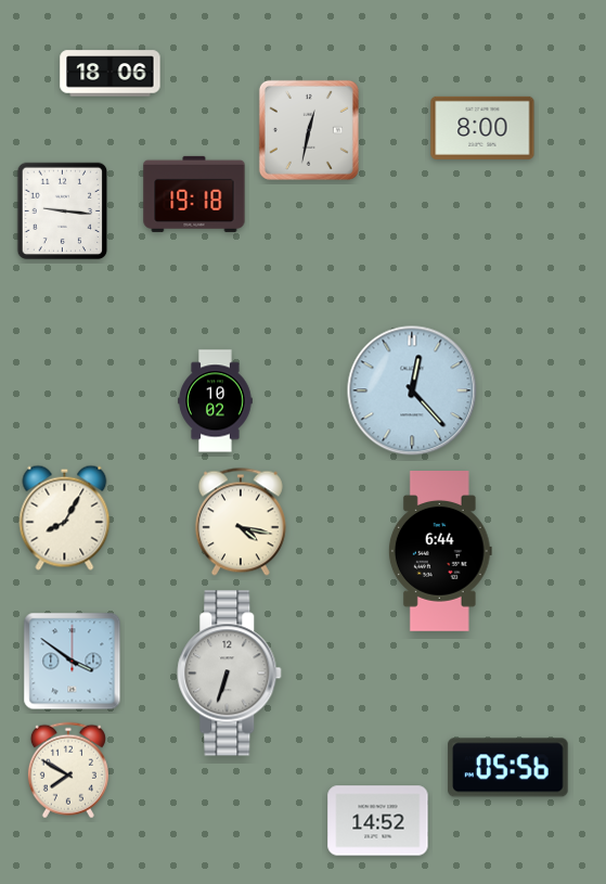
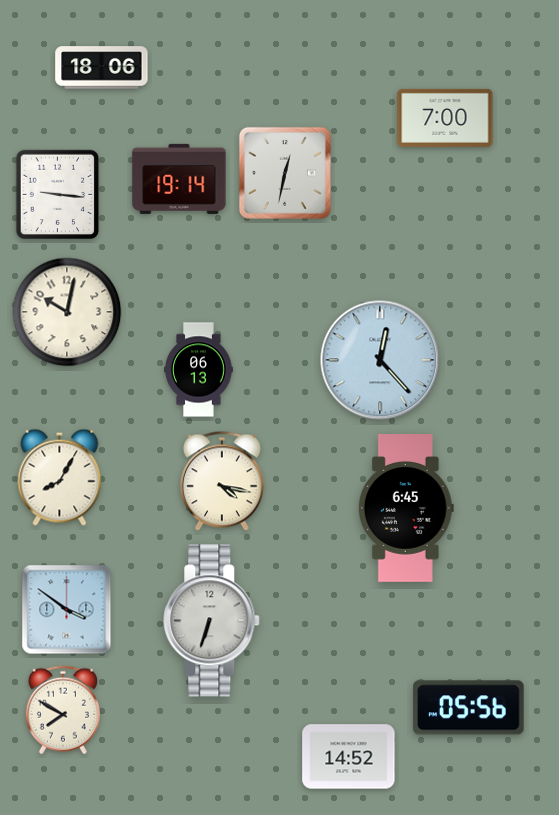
clock at (482, 128): 8:00 -> 7:00
clock at (309, 130) position: (309, 130) -> (285, 173)
clock at (194, 194): 19:18 -> 19:14
clock at (67, 312): none -> 10:02
clock at (216, 401): 10:02 -> 06:13
clock at (440, 552): 6:44 -> 6:45
